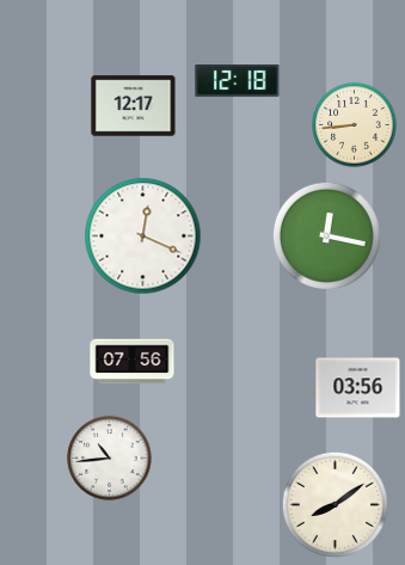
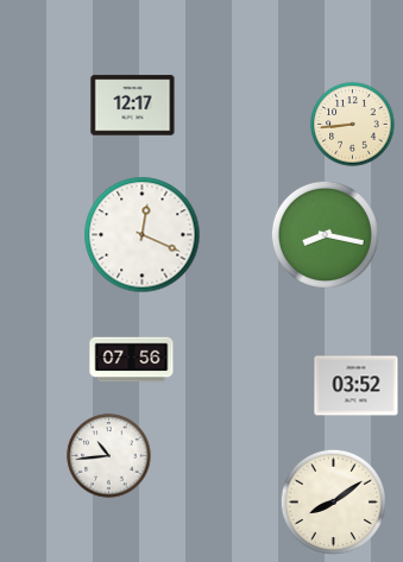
clock at (238, 81): 12:18 -> none
clock at (326, 235): 12:17 -> 8:17
clock at (358, 388): 03:56 -> 03:52
